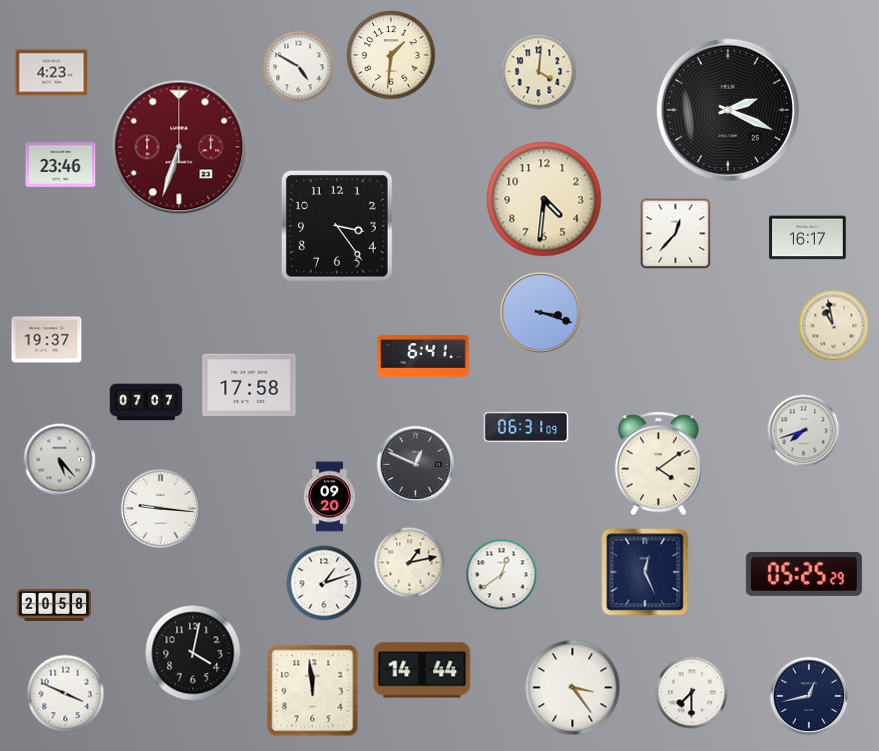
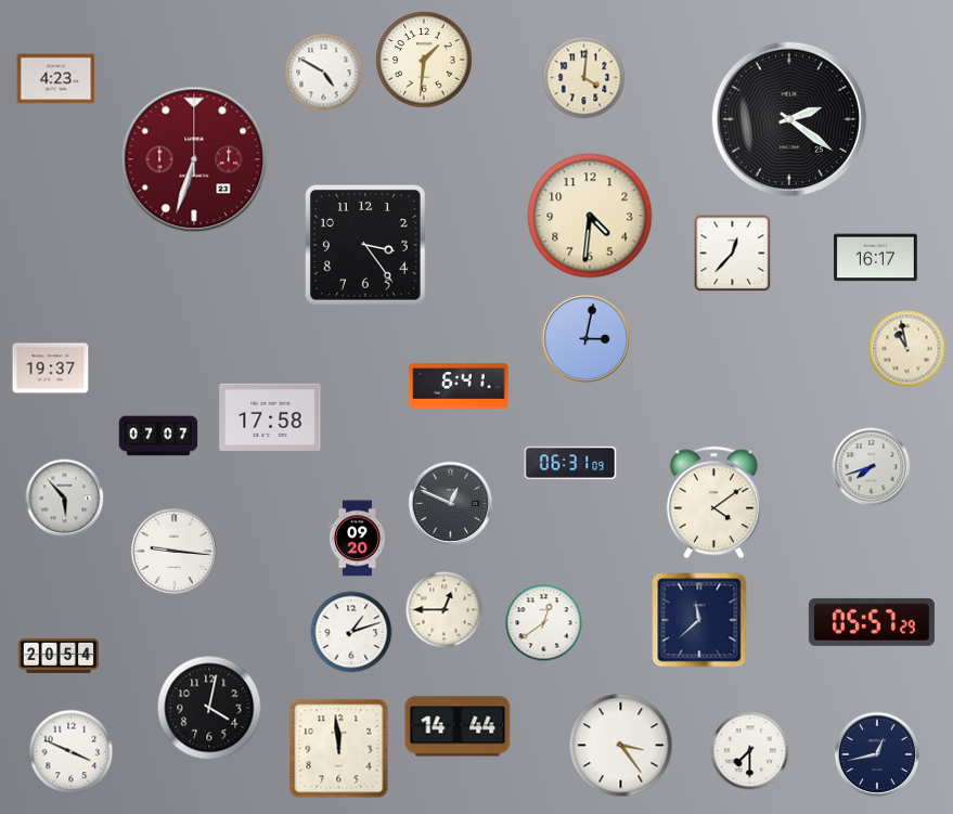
clock at (728, 110): 2:19 -> 2:21
clock at (61, 165): 23:46 -> none
clock at (540, 312): 3:18 -> 3:02
clock at (834, 326) position: (834, 326) -> (907, 349)
clock at (60, 460): 5:23 -> 5:53
clock at (410, 563): 1:13 -> 12:45
clock at (645, 572): 12:26 -> 11:38
clock at (804, 574): 05:25 -> 05:57
clock at (53, 605): 20:58 -> 20:54
